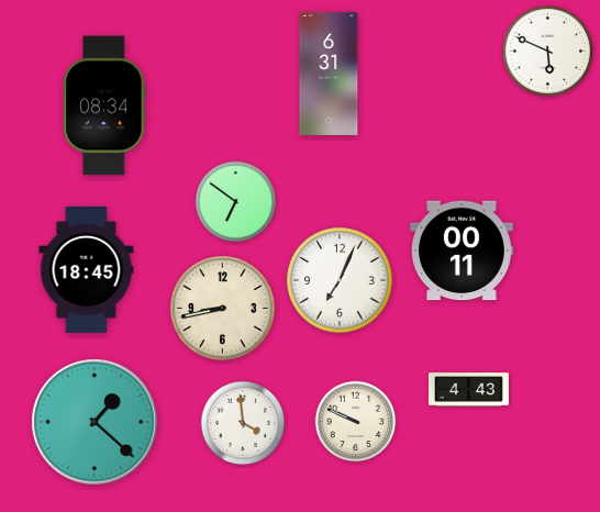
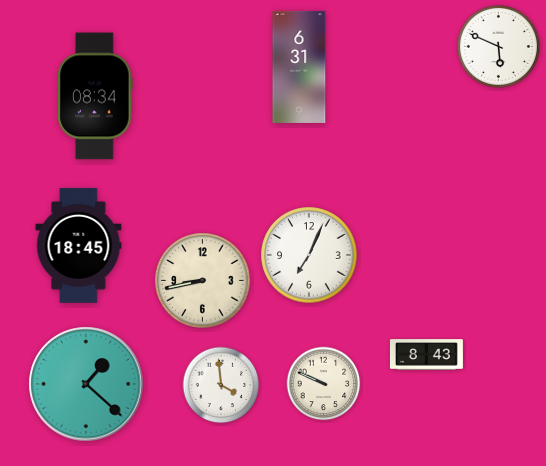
clock at (236, 202): 6:51 -> none
clock at (462, 251): 00:11 -> none
clock at (468, 390): 4:43 -> 8:43
